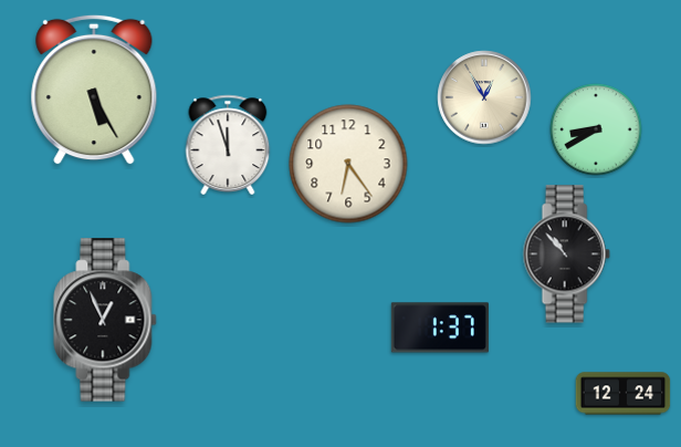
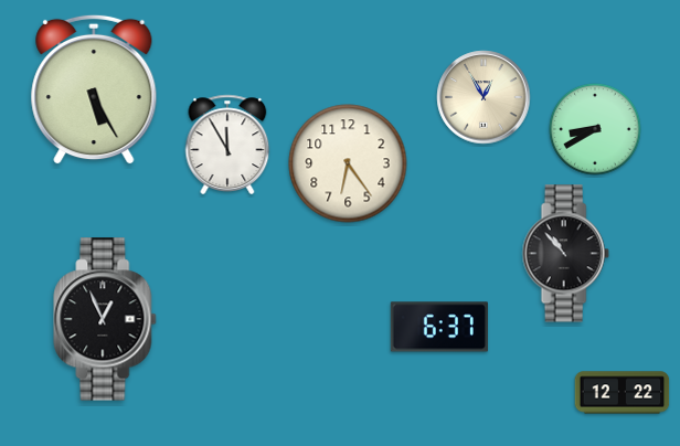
clock at (228, 145): 11:57 -> 11:55
clock at (440, 328): 1:37 -> 6:37
clock at (624, 394): 12:24 -> 12:22
